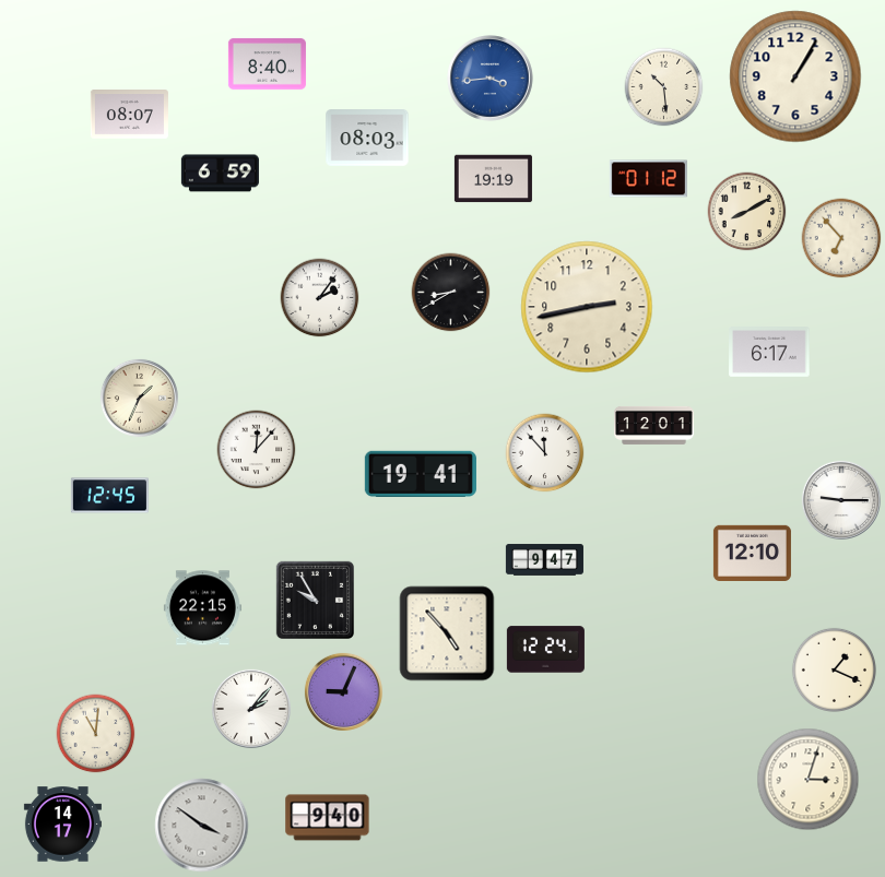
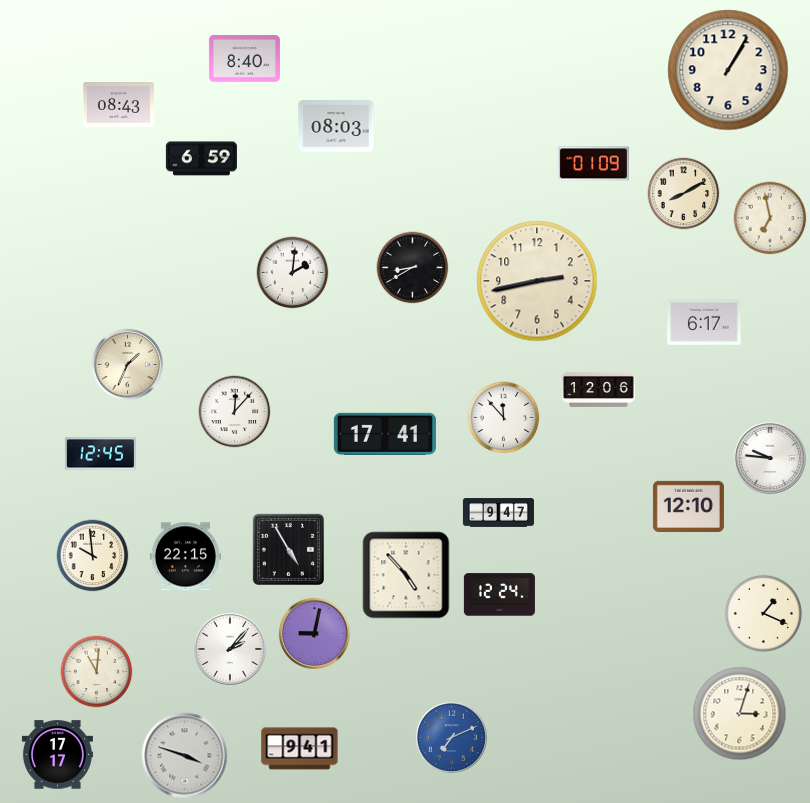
clock at (491, 79): 3:44 -> none
clock at (664, 87): 10:29 -> none
clock at (129, 115): 08:07 -> 08:43
clock at (493, 179): 19:19 -> none
clock at (648, 179): 01:12 -> 01:09
clock at (841, 238): 6:53 -> 6:58
clock at (320, 298): 2:06 -> 2:01
clock at (654, 425): 12:01 -> 12:06
clock at (545, 453) position: (545, 453) -> (504, 418)
clock at (421, 473): 19:41 -> 17:41
clock at (841, 500): 9:15 -> 9:46
clock at (315, 600): 9:55 -> 4:55
clock at (93, 556): none -> 9:59
clock at (447, 633) position: (447, 633) -> (406, 575)
clock at (343, 691): 9:04 -> 9:02
clock at (96, 734) position: (96, 734) -> (97, 672)
clock at (451, 737): none -> 7:11
clock at (328, 818): 9:40 -> 9:41
clock at (62, 825): 14:17 -> 17:17
clock at (202, 826): 3:51 -> 3:48
